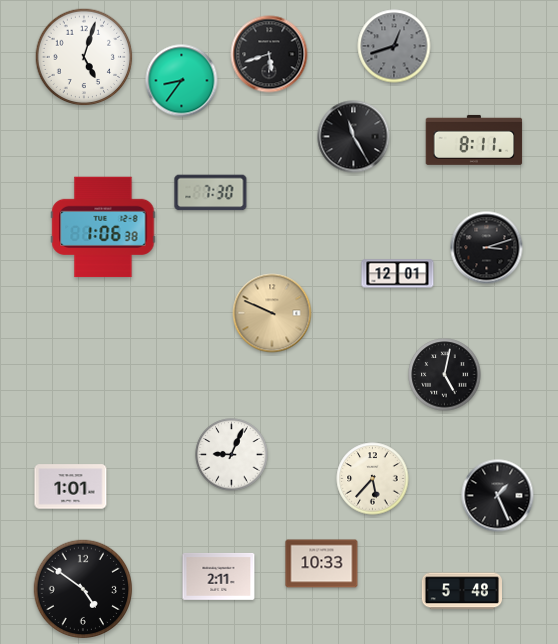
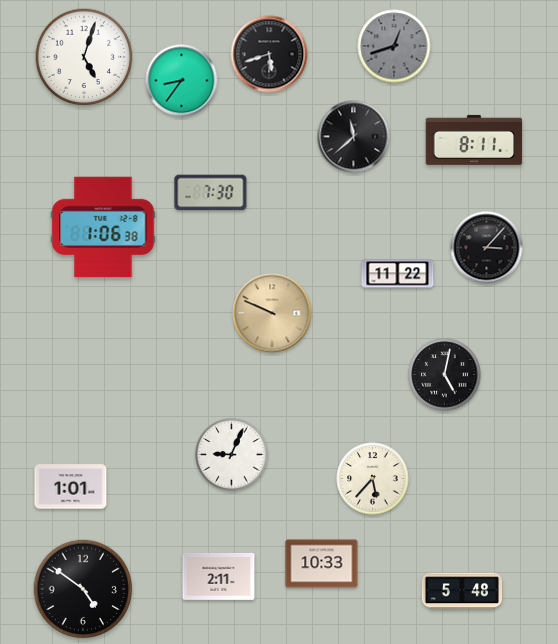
clock at (354, 137): 11:25 -> 11:38
clock at (487, 248): 3:12 -> 3:07
clock at (398, 274): 12:01 -> 11:22
clock at (498, 496): 1:26 -> none
